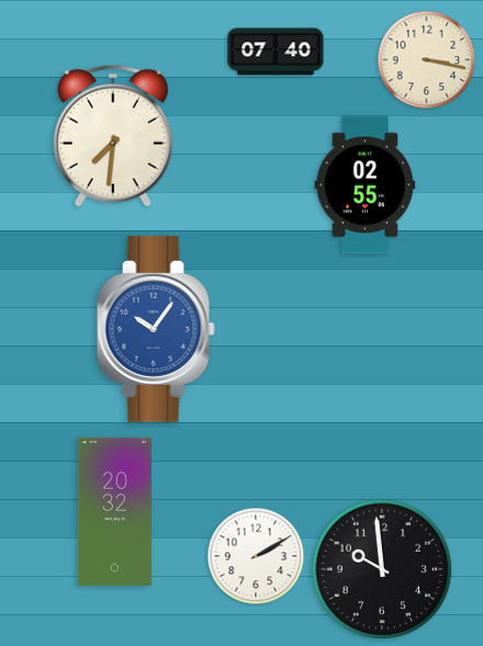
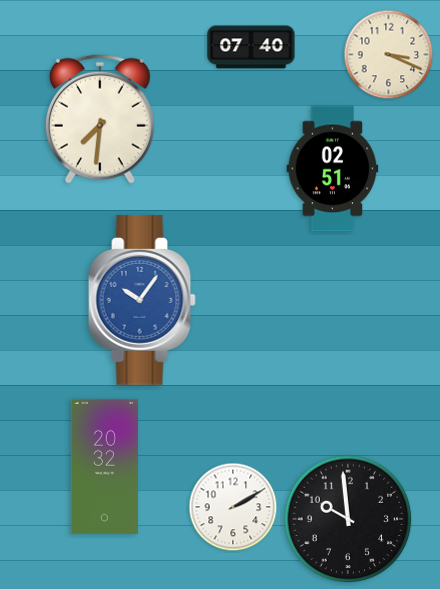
clock at (427, 60): 3:17 -> 3:19
clock at (113, 136) position: (113, 136) -> (100, 119)
clock at (366, 185): 02:55 -> 02:51
